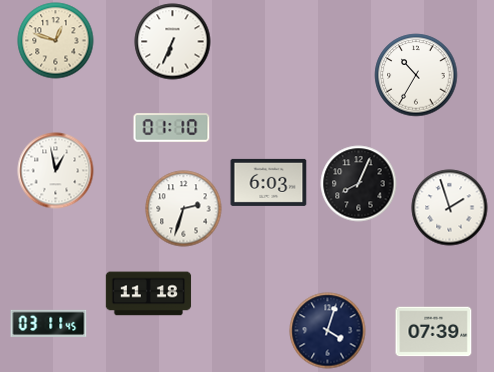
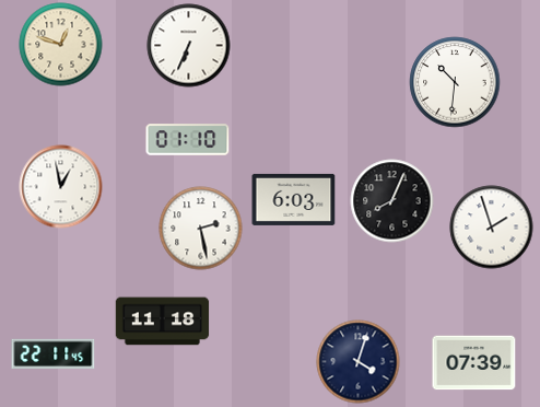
clock at (416, 75): 10:35 -> 10:31
clock at (184, 209): 2:33 -> 2:28
clock at (49, 323): 03:11 -> 22:11
